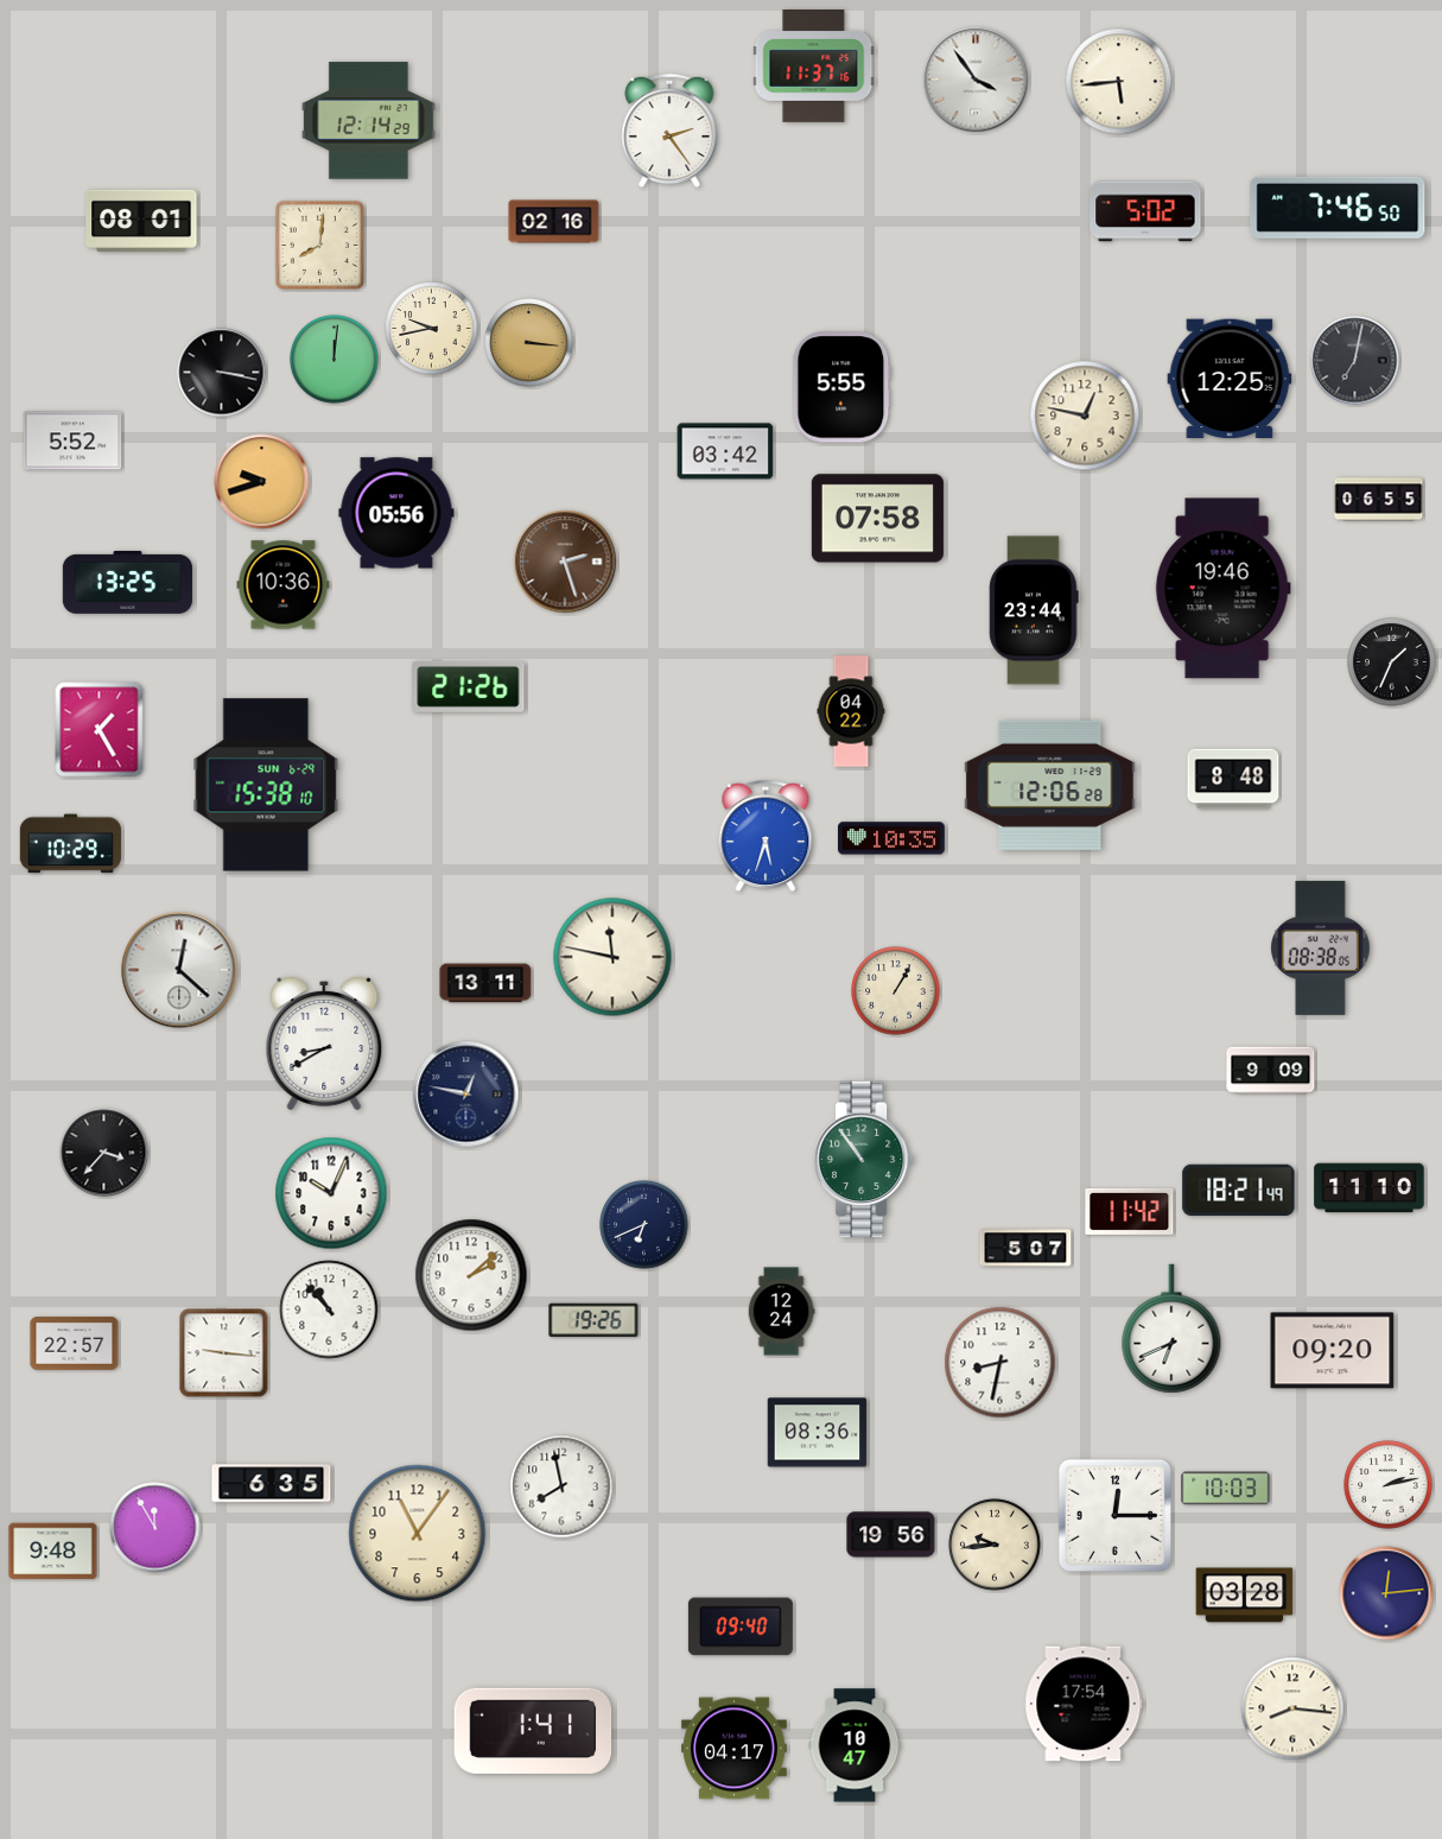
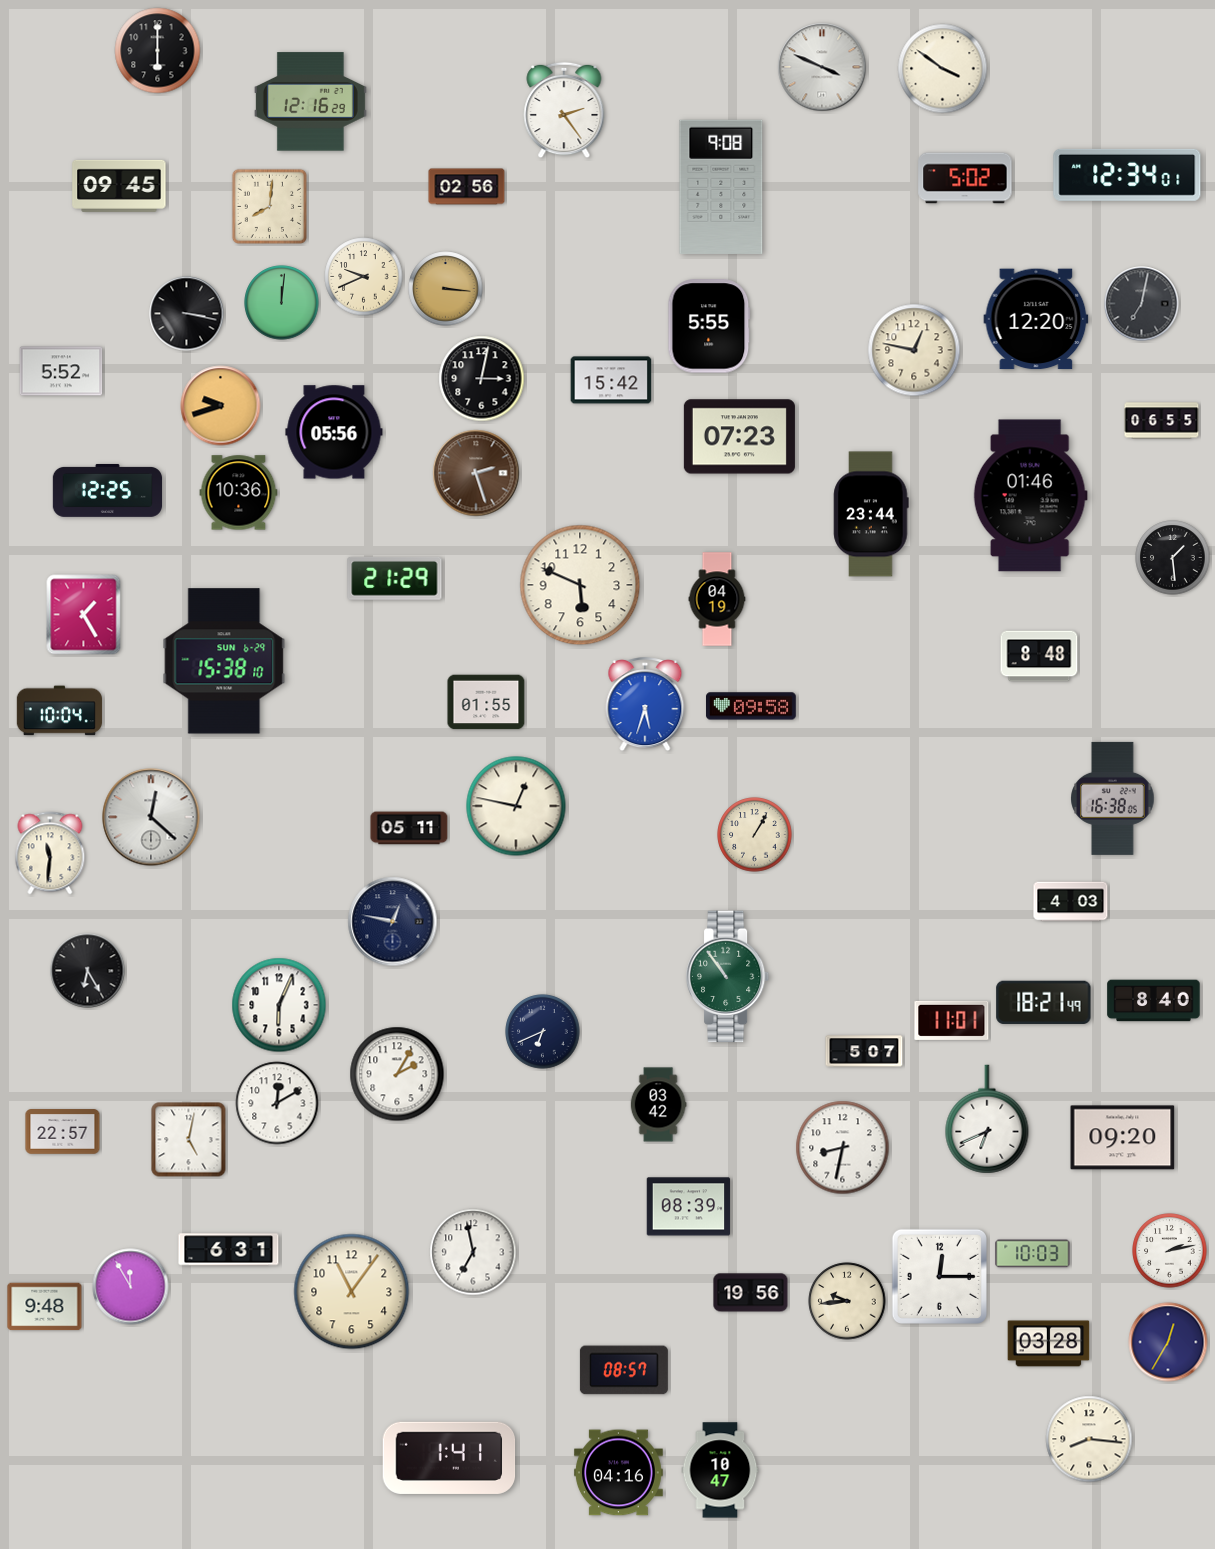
clock at (158, 51): none -> 6:00
clock at (814, 66): 11:37 -> none
clock at (976, 80): 3:54 -> 3:49
clock at (1119, 82): 5:44 -> 3:51
clock at (368, 121): 12:14 -> 12:16
clock at (1338, 208): 7:46 -> 12:34
clock at (141, 221): 08:01 -> 09:45
clock at (554, 222): 02:16 -> 02:56
clock at (721, 187): none -> 9:08
clock at (432, 329): 9:43 -> 9:41
clock at (1230, 379): 12:25 -> 12:20
clock at (482, 379): none -> 3:02
clock at (725, 451): 03:42 -> 15:42
clock at (877, 519): 07:58 -> 07:23
clock at (128, 582): 13:25 -> 12:25
clock at (1222, 589): 19:46 -> 01:46
clock at (1392, 662): 1:34 -> 1:29
clock at (469, 686): 21:26 -> 21:29
clock at (580, 585): none -> 5:49
clock at (851, 711): 04:22 -> 04:19
clock at (1050, 785): 12:06 -> none
clock at (486, 702): none -> 01:55
clock at (891, 838): 10:35 -> 09:58
clock at (70, 844): 10:29 -> 10:04
clock at (1321, 947): 08:38 -> 16:38
clock at (612, 957): 11:47 -> 12:47
clock at (485, 983): 13:11 -> 05:11
clock at (50, 853): none -> 11:31
clock at (324, 1044): 8:40 -> none
clock at (1271, 1071): 9:09 -> 4:03
clock at (104, 1153): 3:37 -> 6:25
clock at (1370, 1188): 11:10 -> 8:40
clock at (331, 1193): 10:04 -> 6:04
clock at (1130, 1211): 11:42 -> 11:01
clock at (471, 1275): 2:08 -> 2:05
clock at (329, 1310): 10:53 -> 12:10
clock at (781, 1312): 12:24 -> 03:42
clock at (593, 1320): 19:26 -> none
clock at (224, 1353): 9:16 -> 5:02
clock at (818, 1433): 08:36 -> 08:39
clock at (272, 1484): 6:35 -> 6:31
clock at (561, 1486): 7:58 -> 6:58
clock at (995, 1545) position: (995, 1545) -> (847, 1301)
clock at (1386, 1593): 12:14 -> 12:35
clock at (741, 1626): 09:40 -> 08:57
clock at (1084, 1704): 17:54 -> none
clock at (733, 1749): 04:17 -> 04:16
